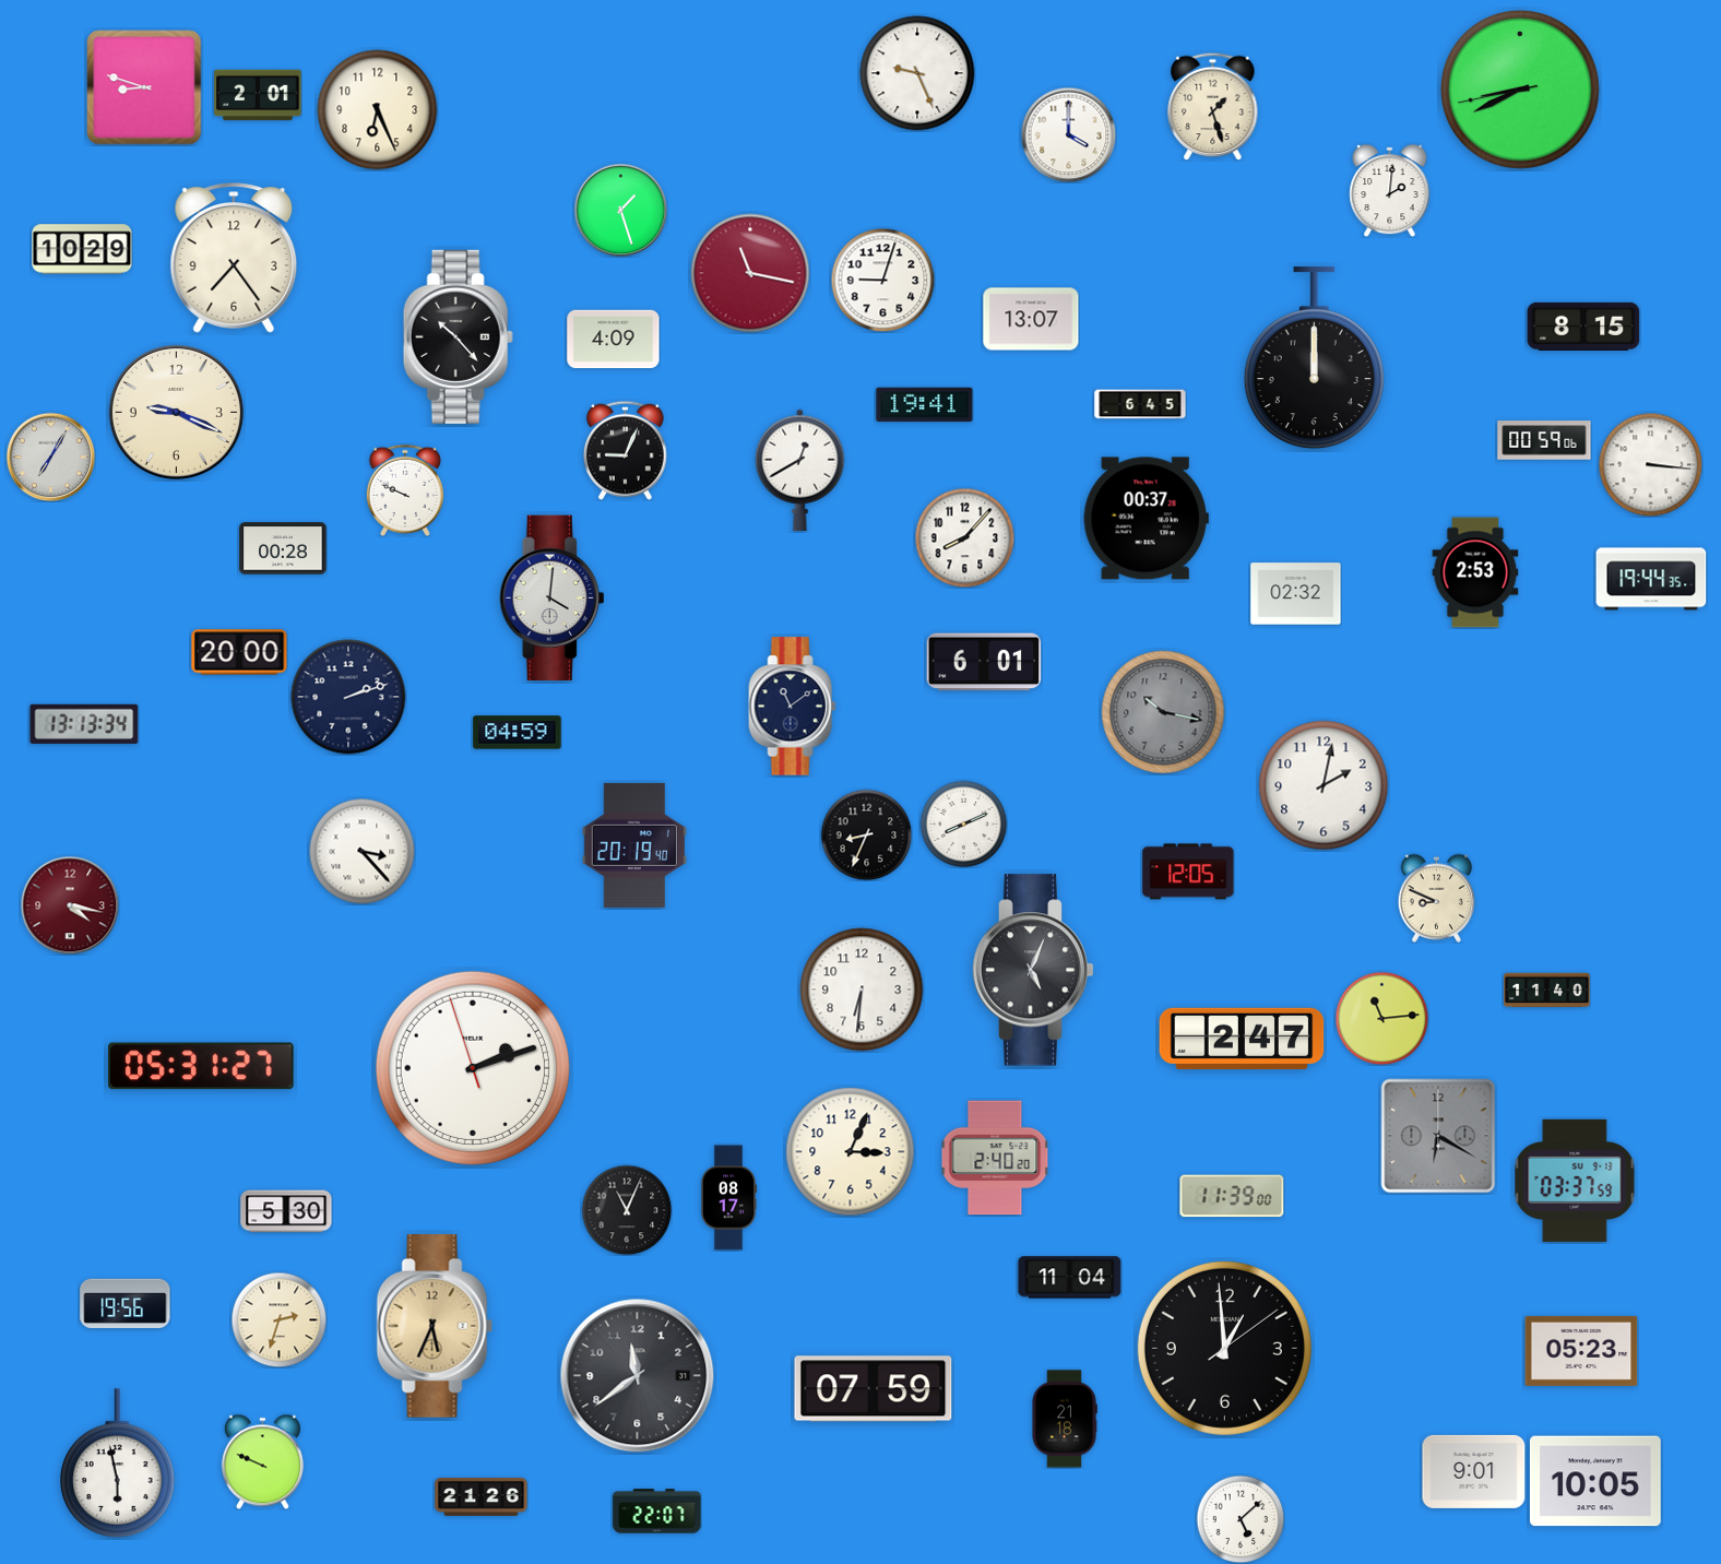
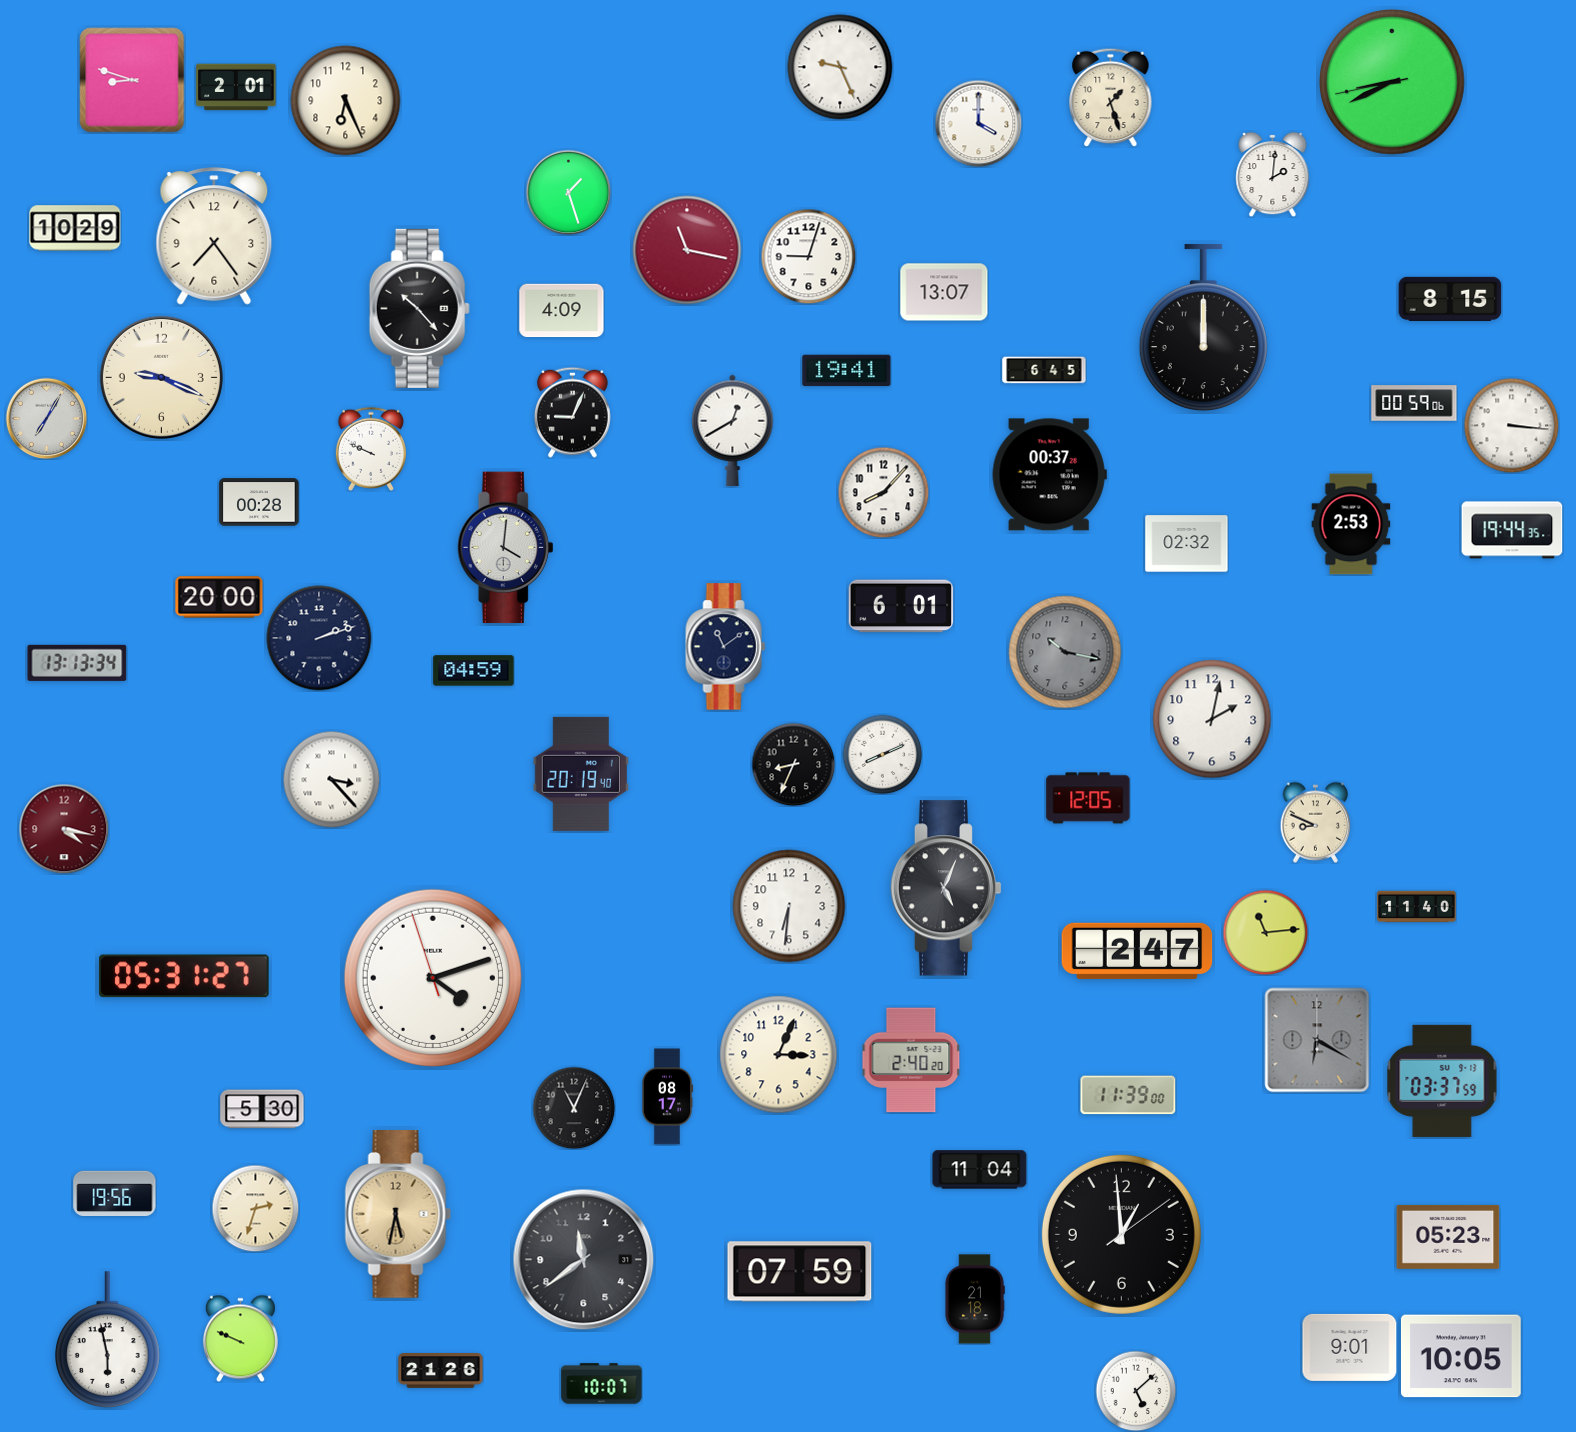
clock at (473, 1068): 2:11 -> 4:11
clock at (435, 1327): 5:34 -> 5:32
clock at (657, 1512): 22:07 -> 10:07
